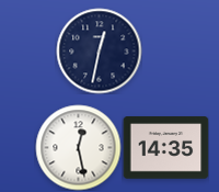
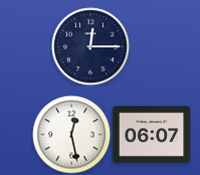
clock at (99, 50): 12:32 -> 12:15
clock at (165, 148): 14:35 -> 06:07
